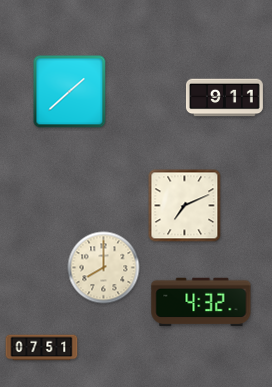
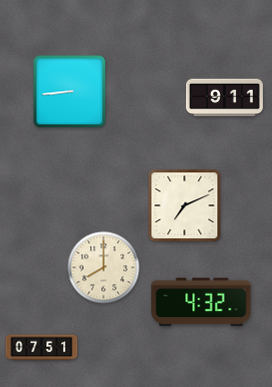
clock at (70, 92): 1:38 -> 8:44
